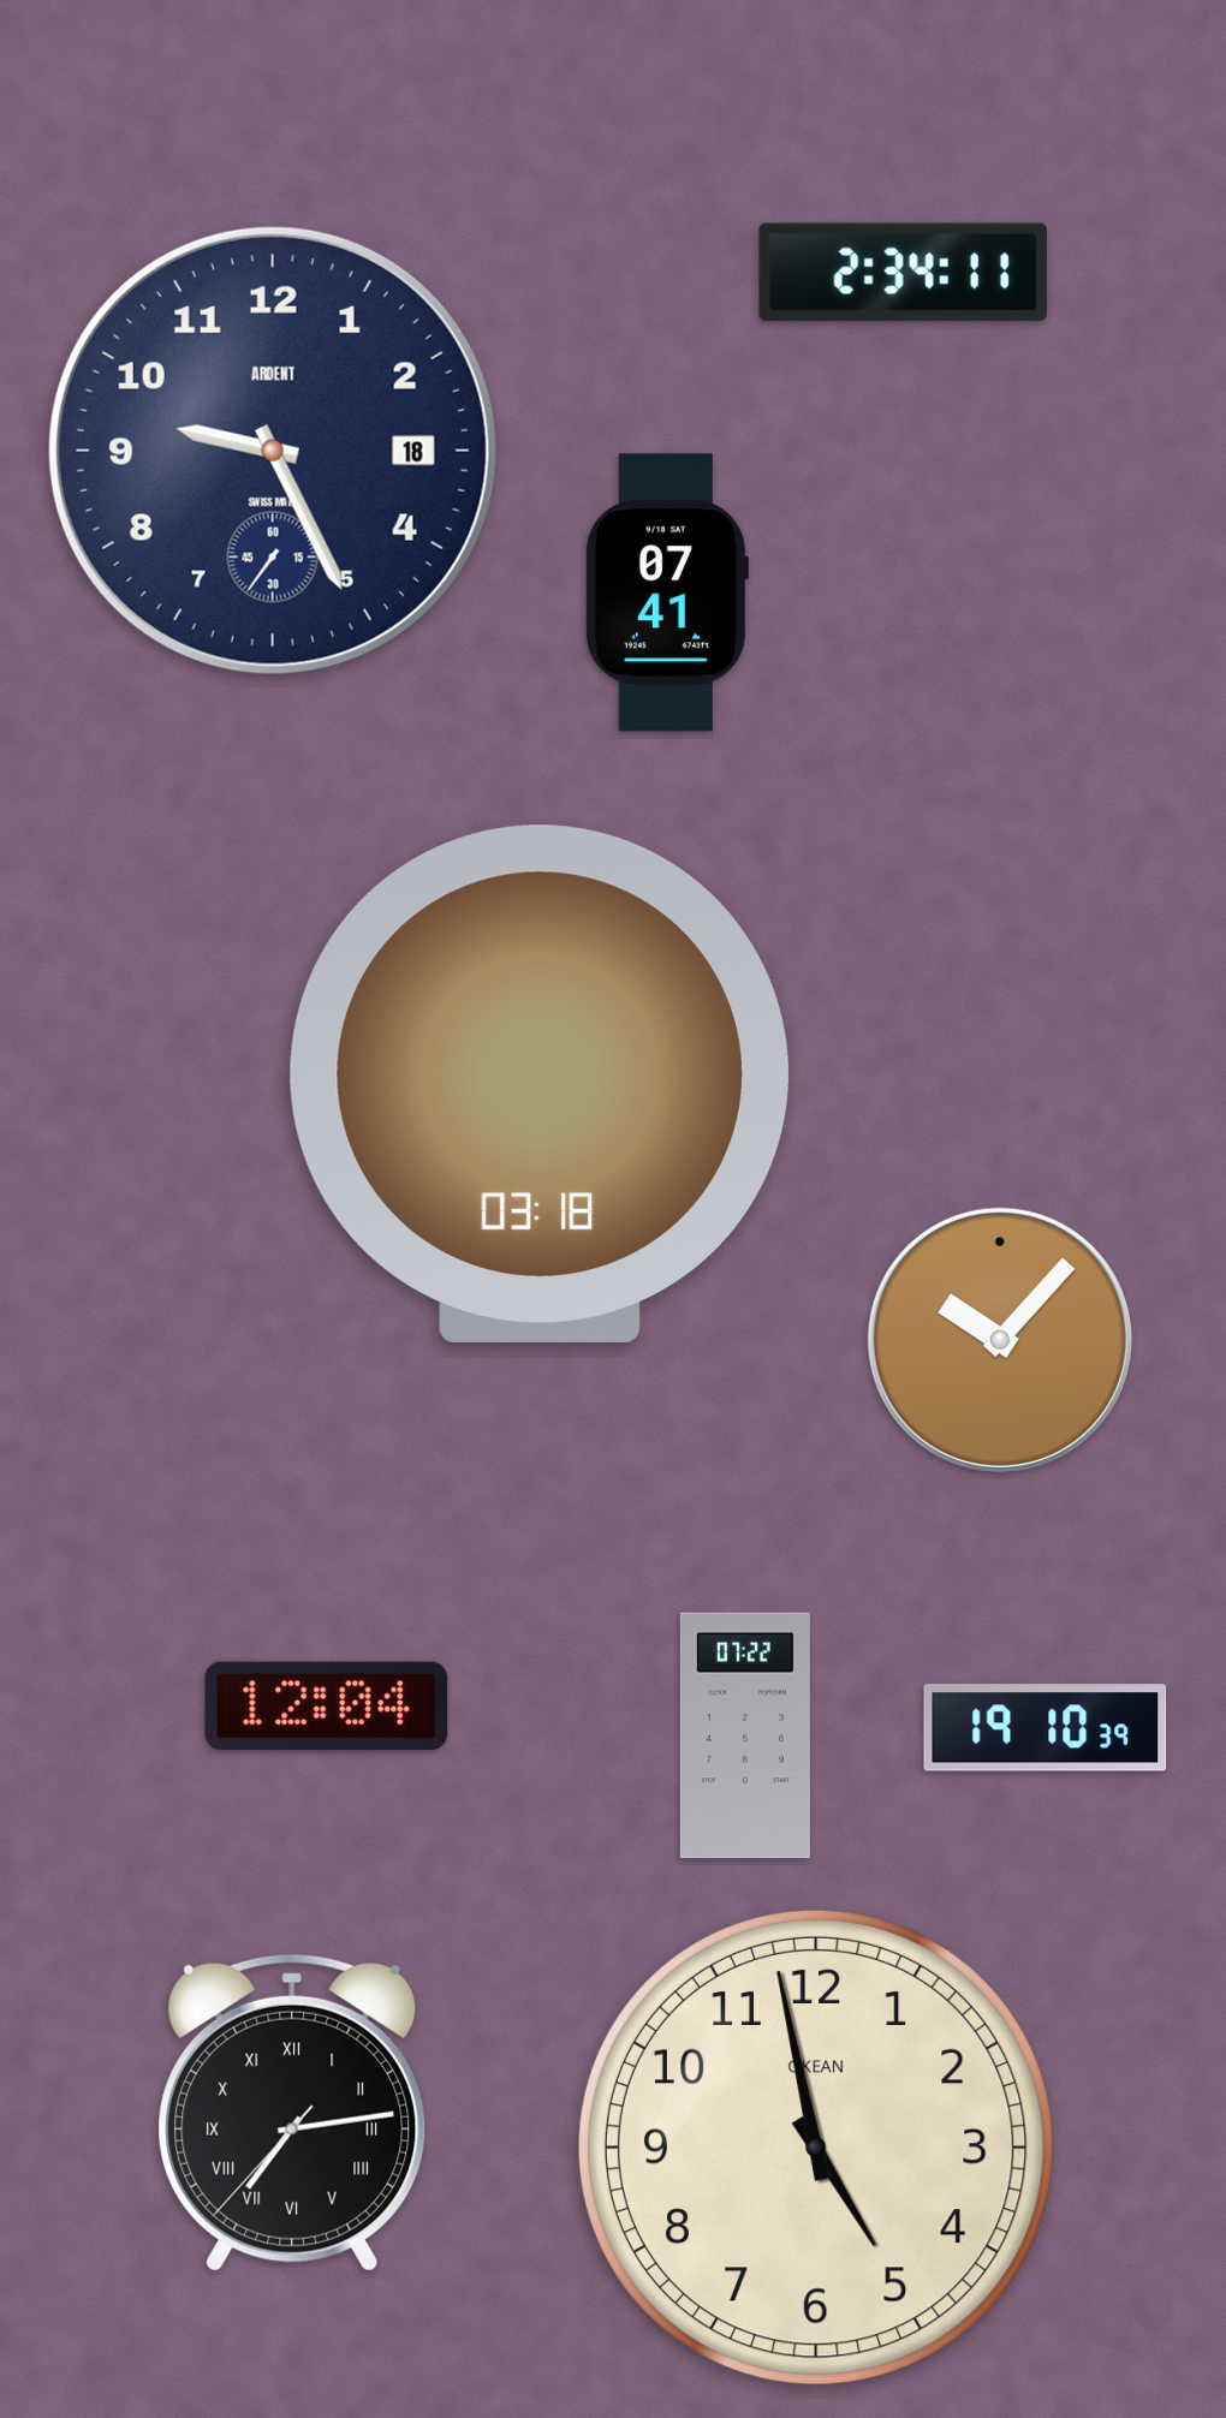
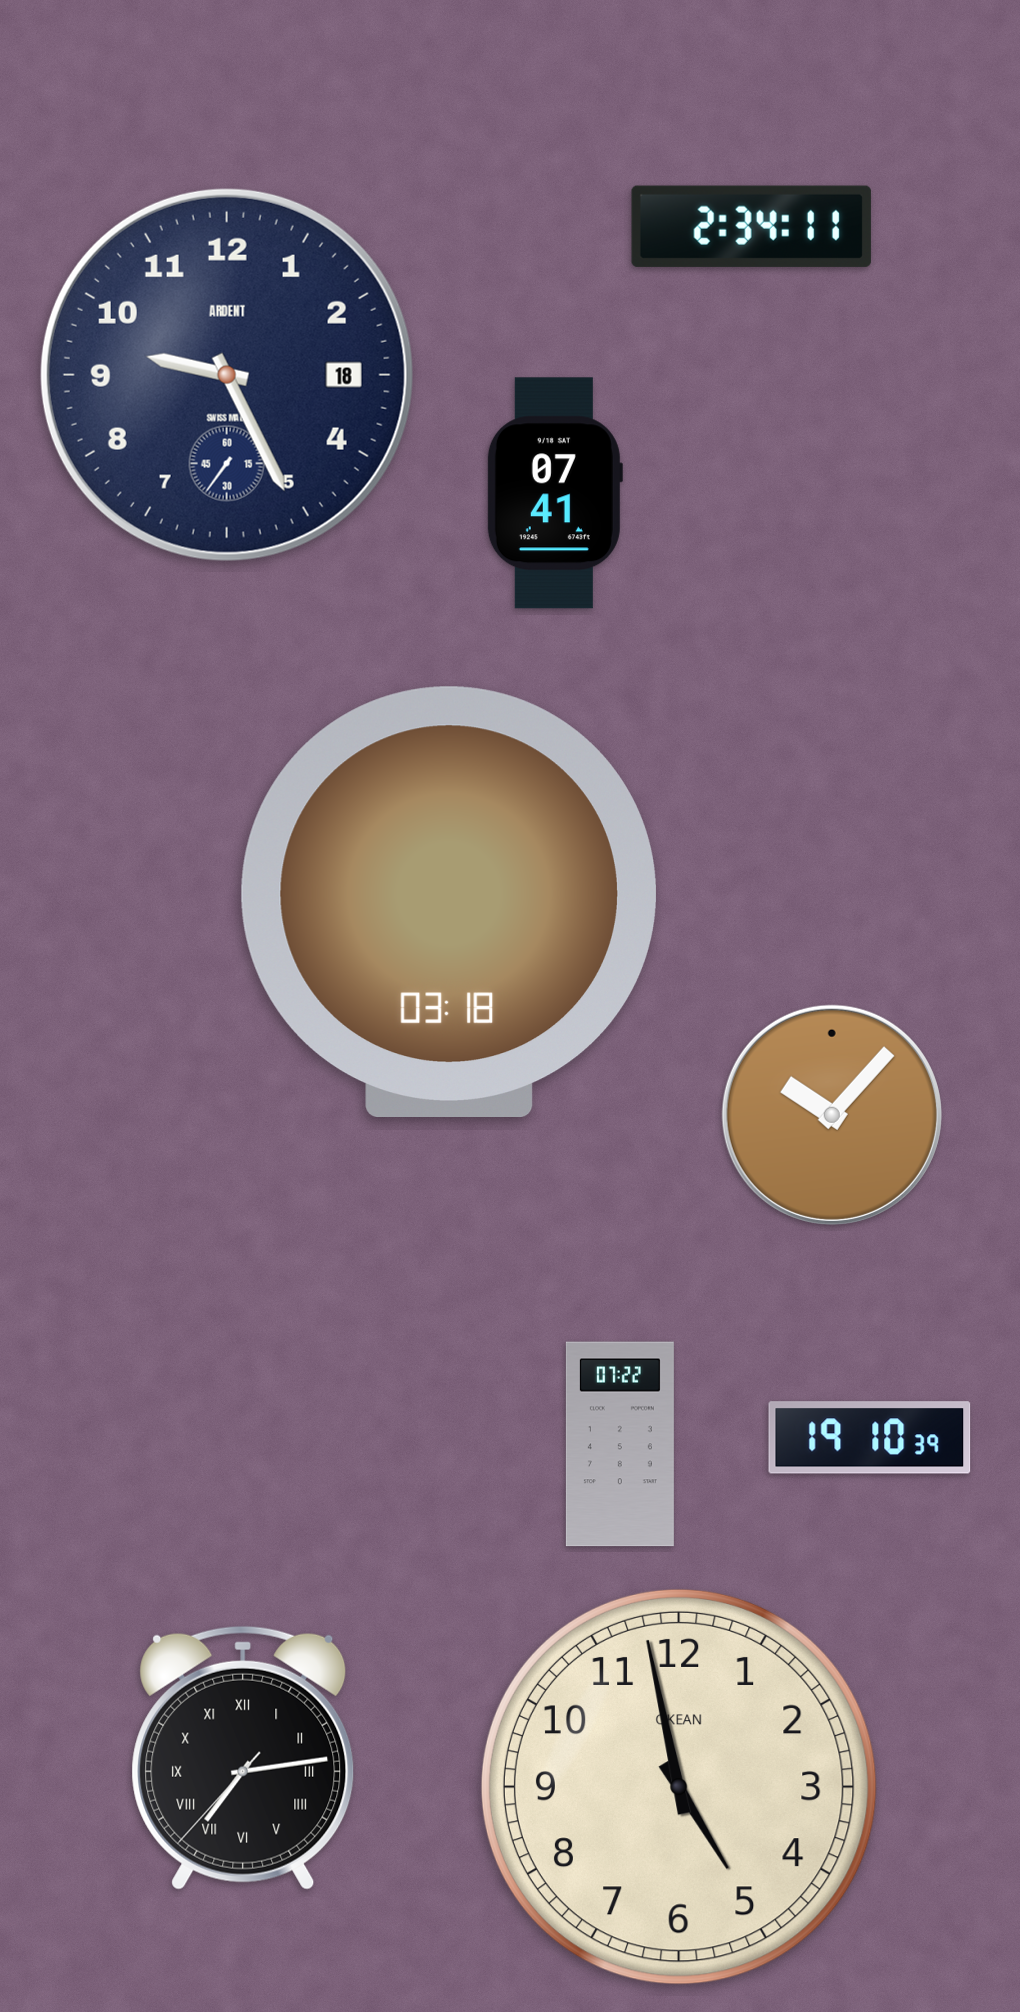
clock at (327, 1705): 12:04 -> none
